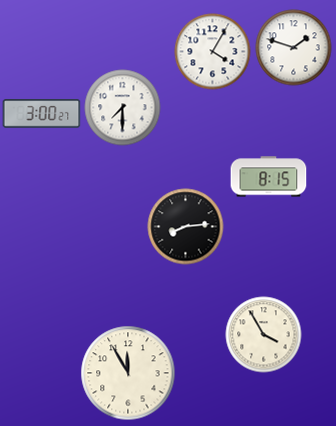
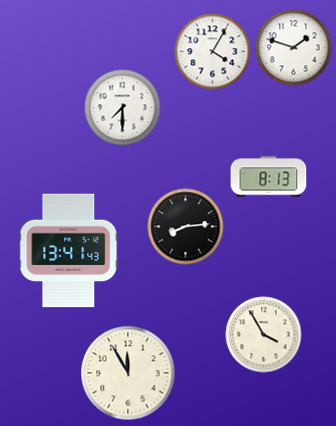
clock at (42, 114): 3:00 -> none
clock at (269, 177): 8:15 -> 8:13
clock at (69, 251): none -> 13:41
